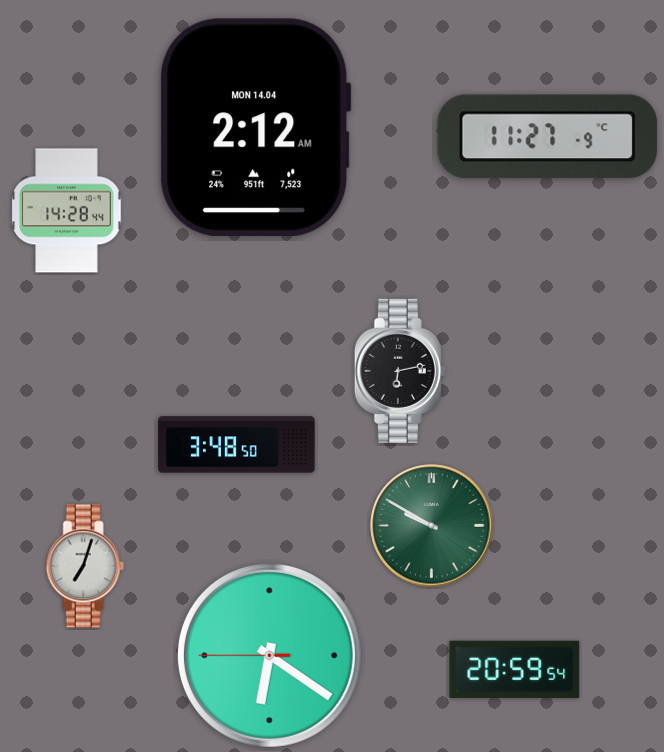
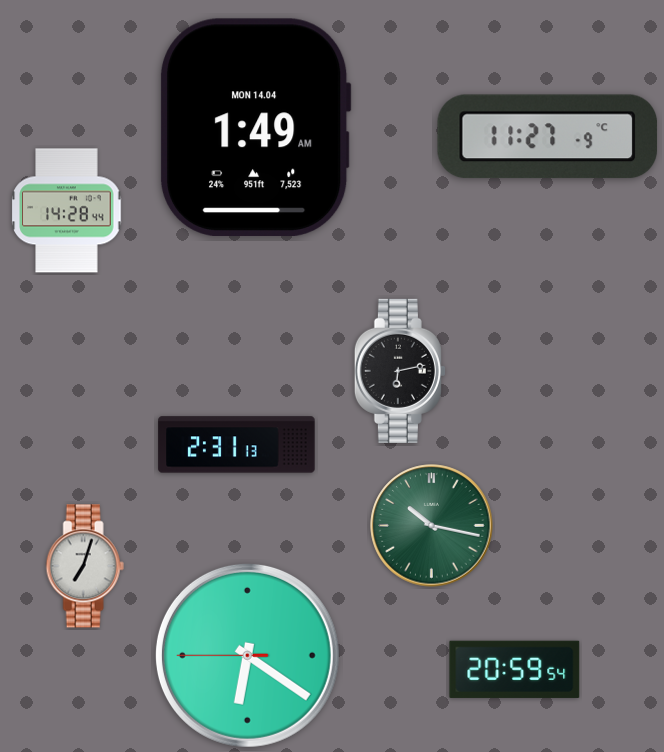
clock at (255, 127): 2:12 -> 1:49
clock at (237, 445): 3:48 -> 2:31
clock at (432, 526): 9:50 -> 10:17
clock at (269, 655) position: (269, 655) -> (247, 655)
